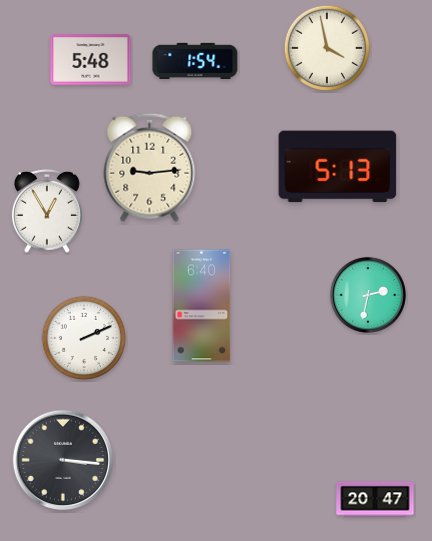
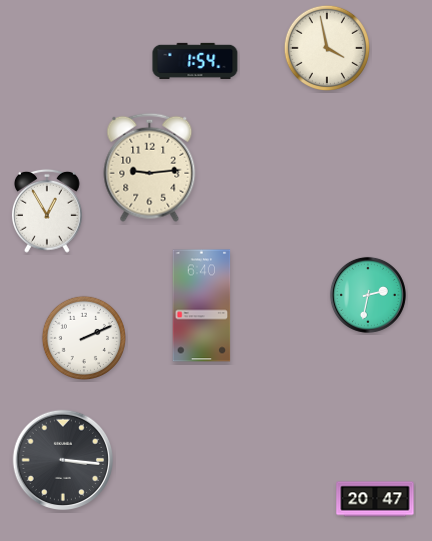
clock at (91, 60): 5:48 -> none
clock at (338, 167): 5:13 -> none
